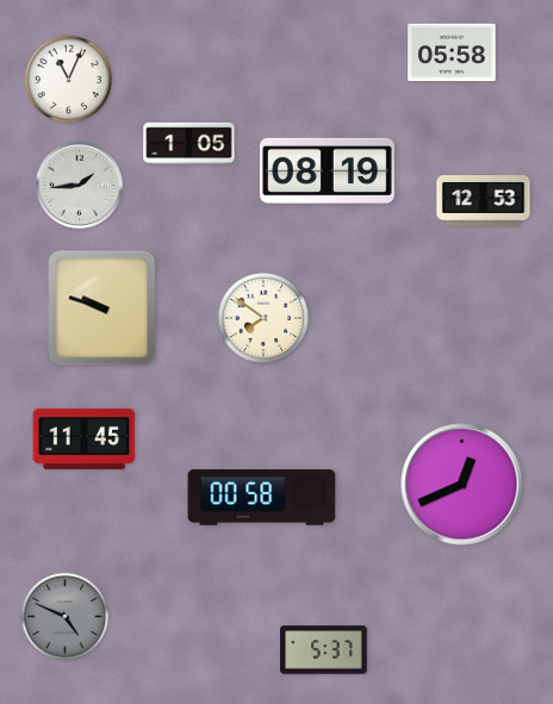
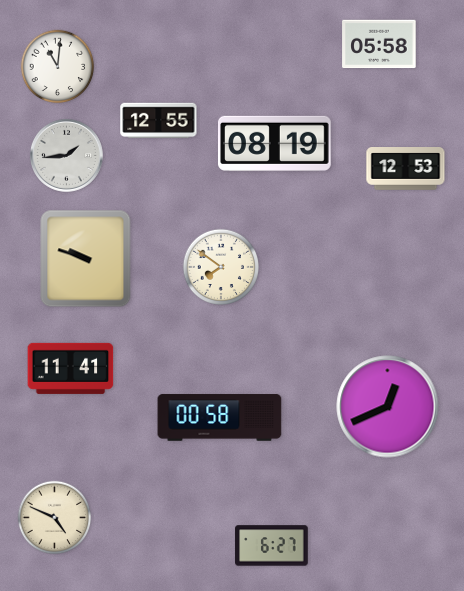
clock at (69, 80): 11:04 -> 11:01
clock at (189, 144): 1:05 -> 12:55
clock at (85, 438): 11:45 -> 11:41
clock at (66, 617) dial: grey -> cream
clock at (324, 650): 5:37 -> 6:27
